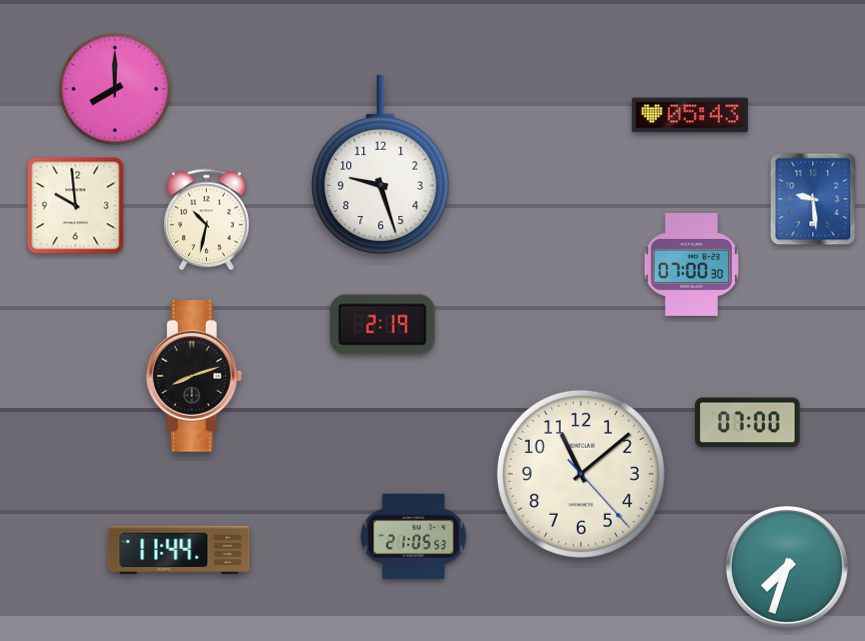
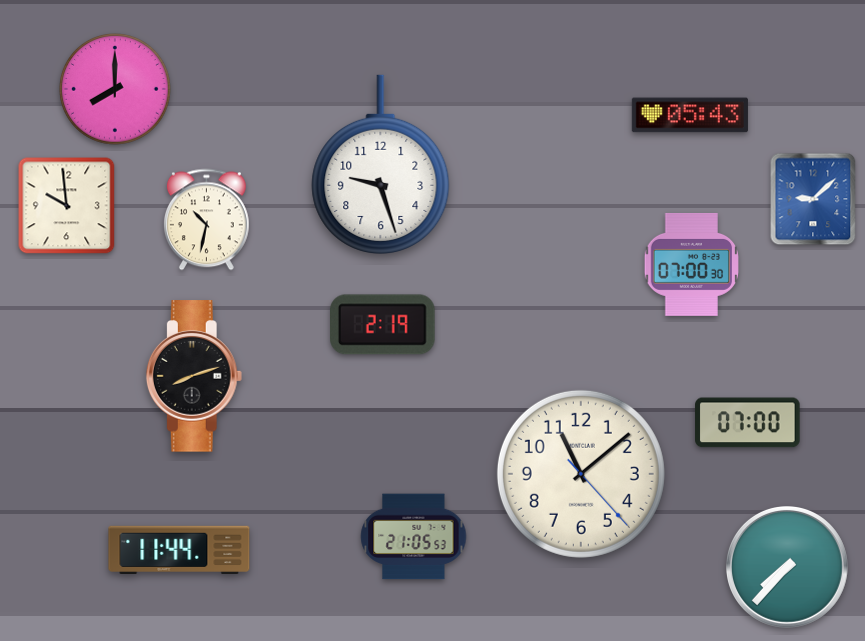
clock at (813, 199): 9:29 -> 9:08
clock at (76, 206) position: (76, 206) -> (67, 206)
clock at (788, 568): 7:33 -> 7:37
